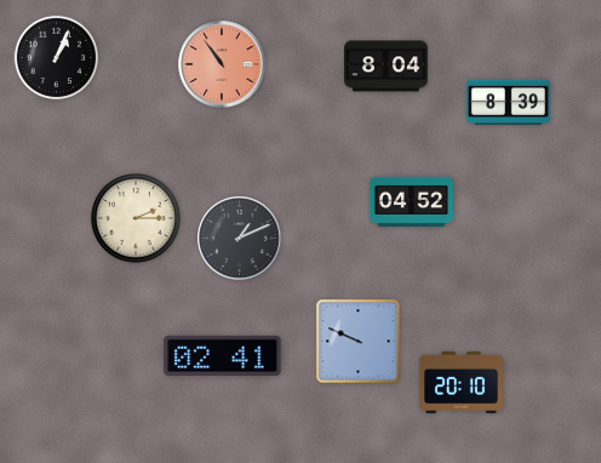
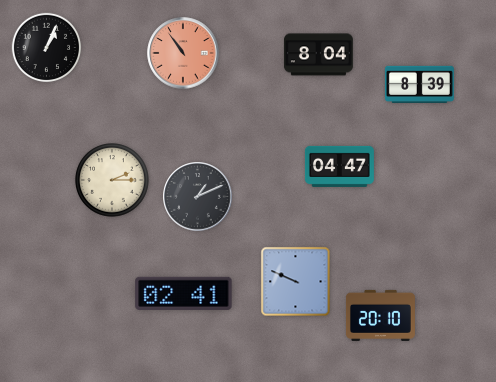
clock at (411, 201): 04:52 -> 04:47
